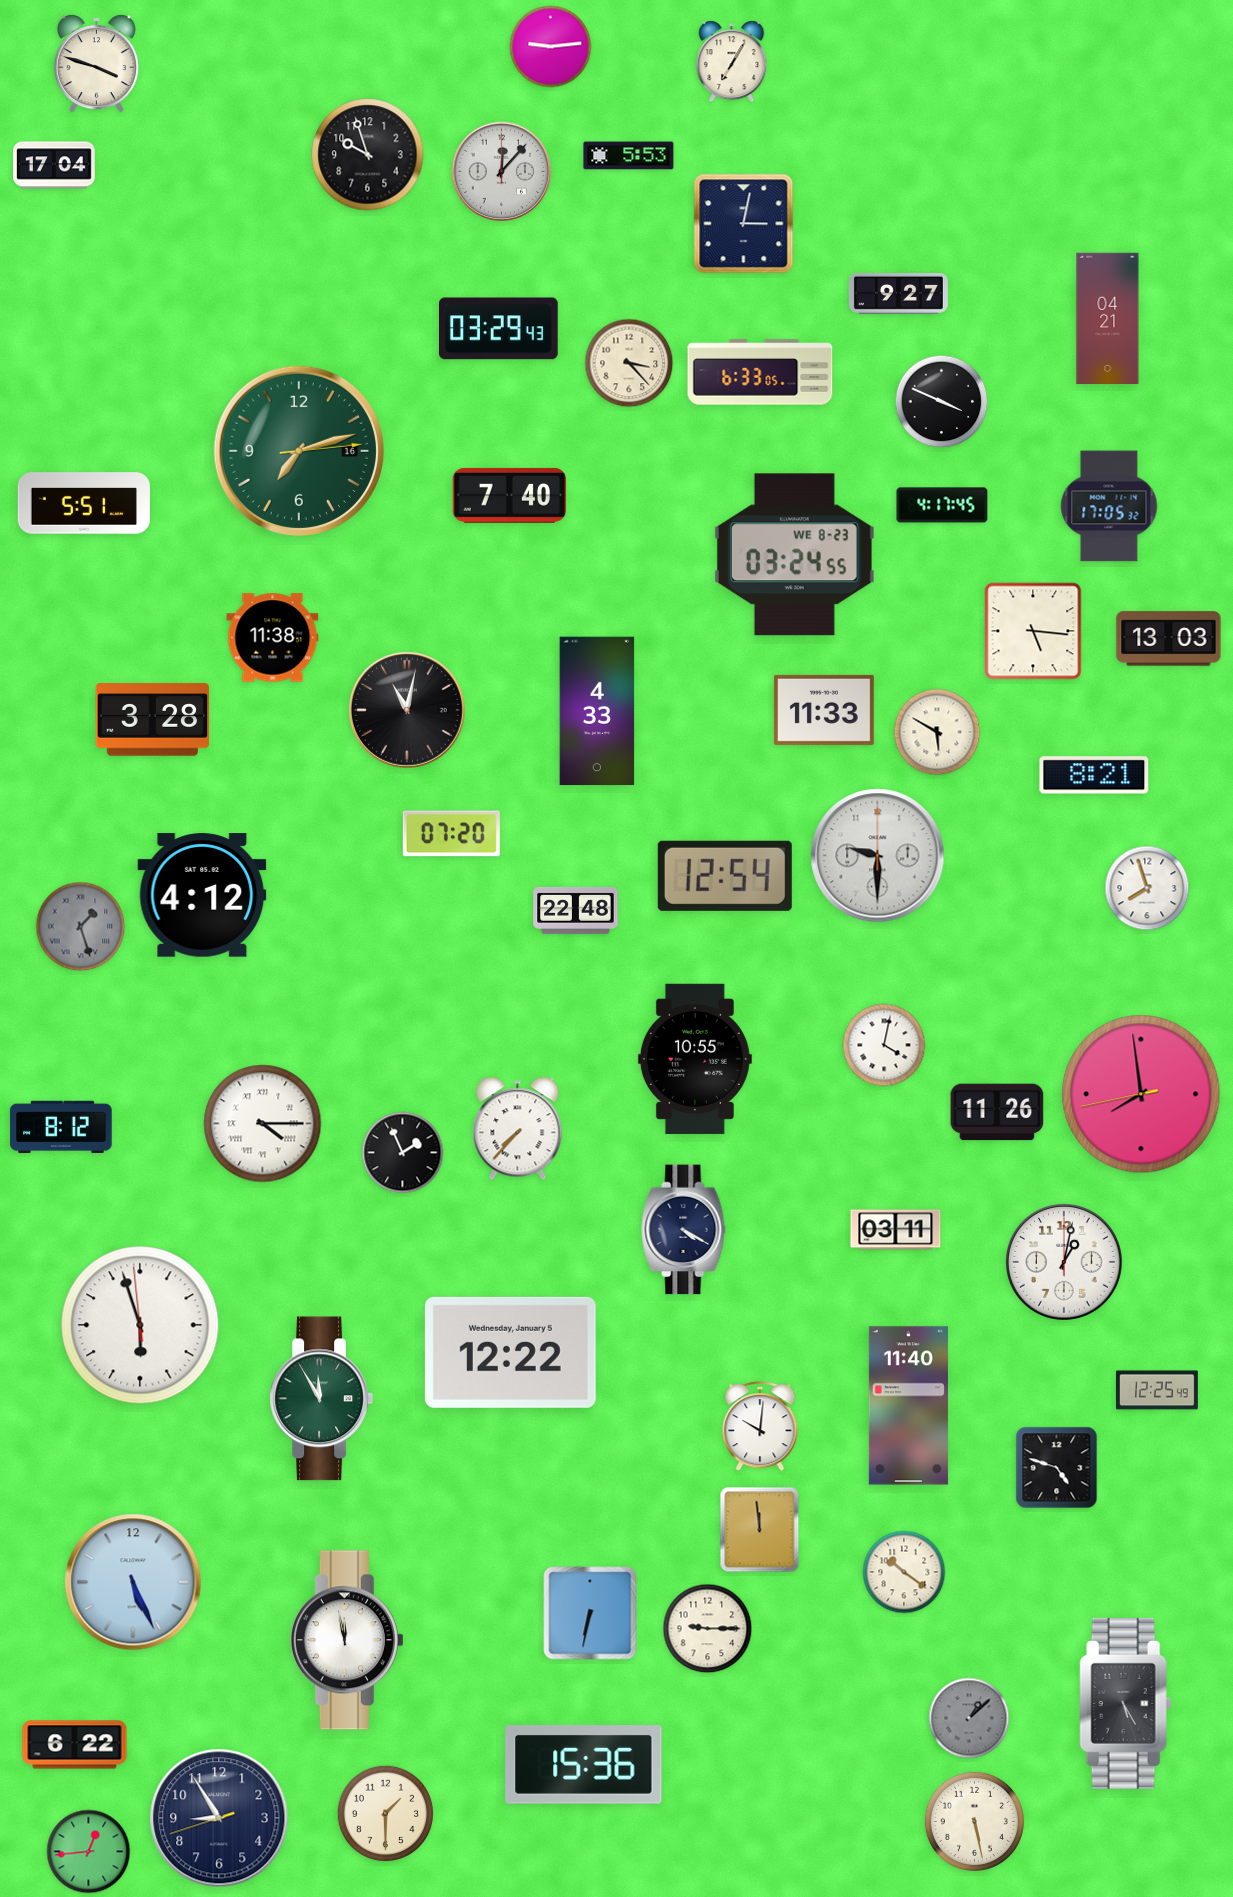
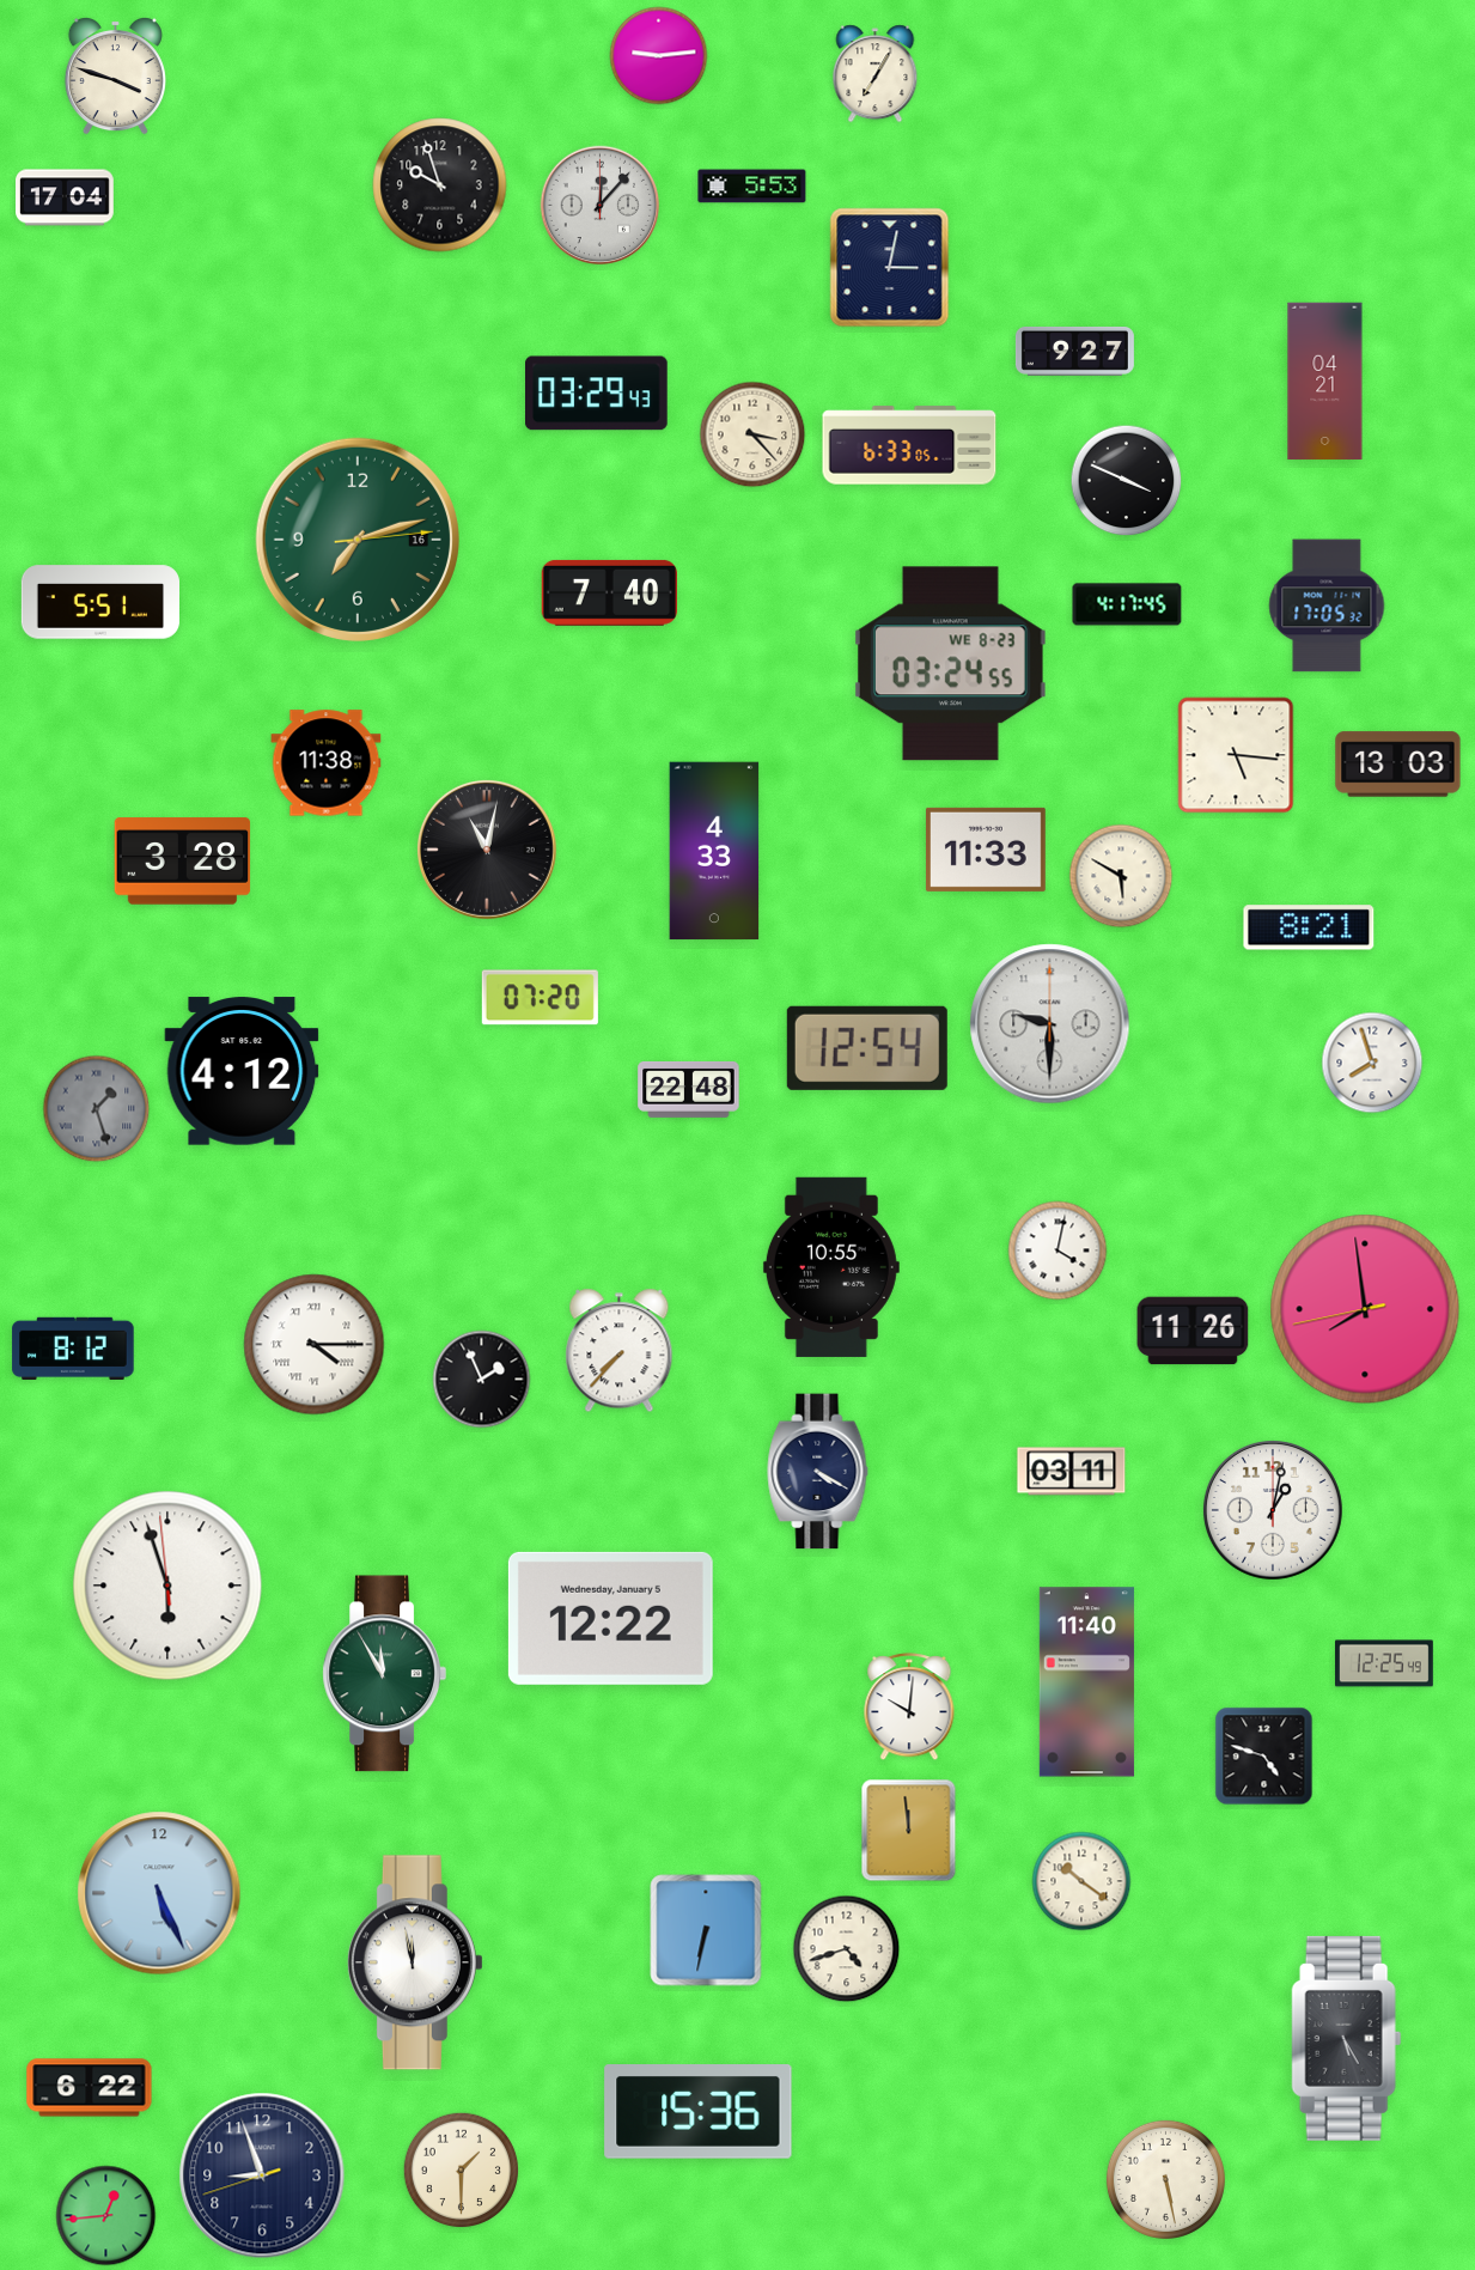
clock at (708, 1629): 9:15 -> 4:42
clock at (969, 1718): 1:08 -> none
clock at (219, 1818): 8:54 -> 8:56
